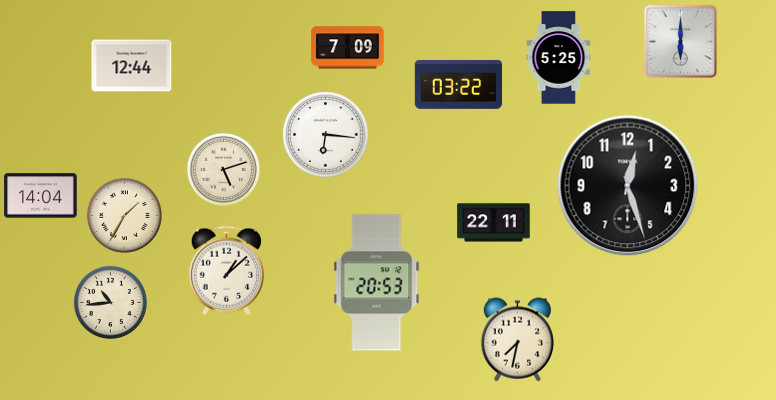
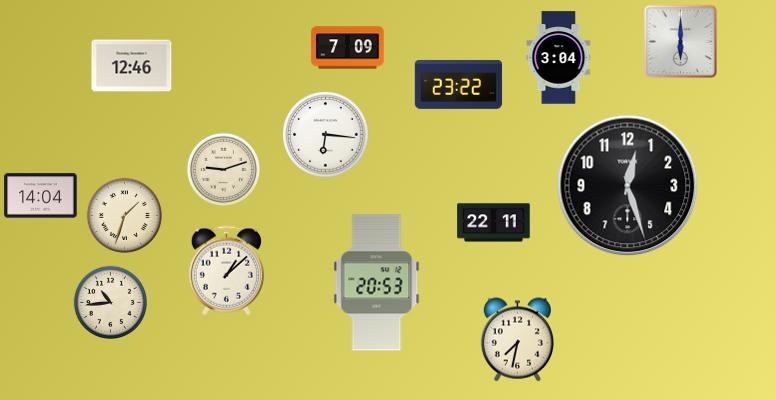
clock at (559, 58): 5:25 -> 3:04
clock at (132, 66): 12:44 -> 12:46
clock at (458, 84): 03:22 -> 23:22
clock at (223, 169): 5:12 -> 9:12
clock at (124, 215): 1:35 -> 1:33
